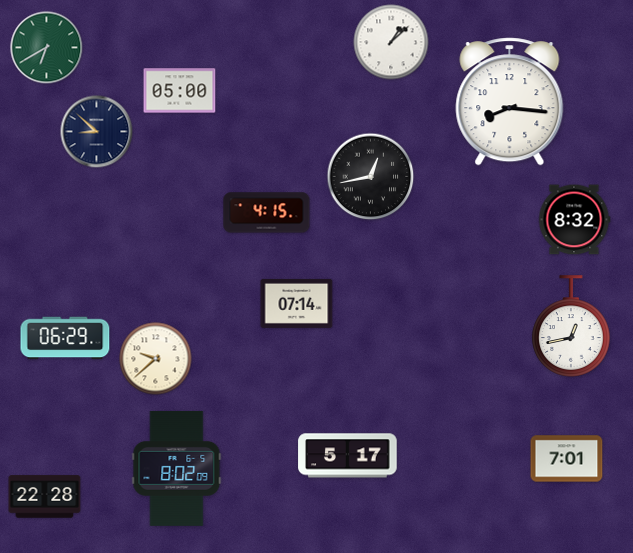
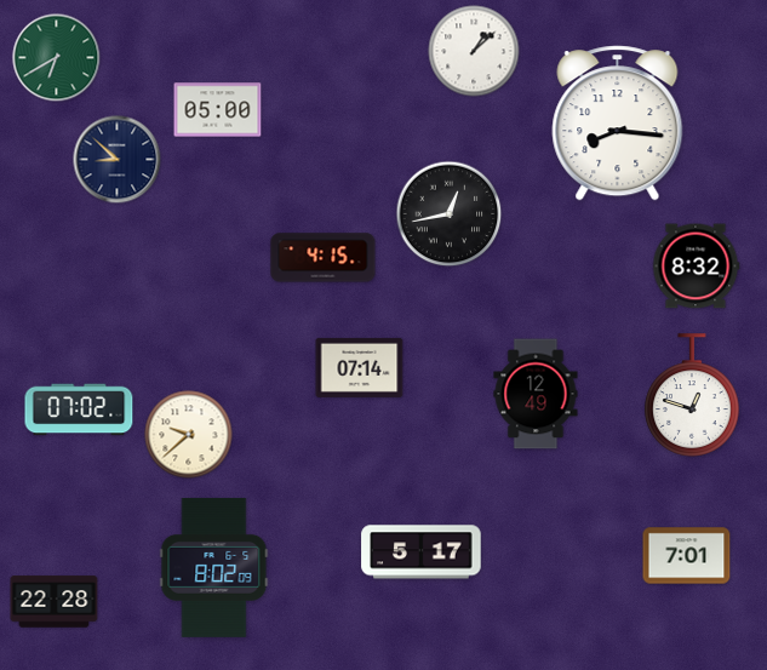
clock at (536, 394): none -> 12:49
clock at (572, 326): 12:43 -> 12:48
clock at (65, 338): 06:29 -> 07:02
